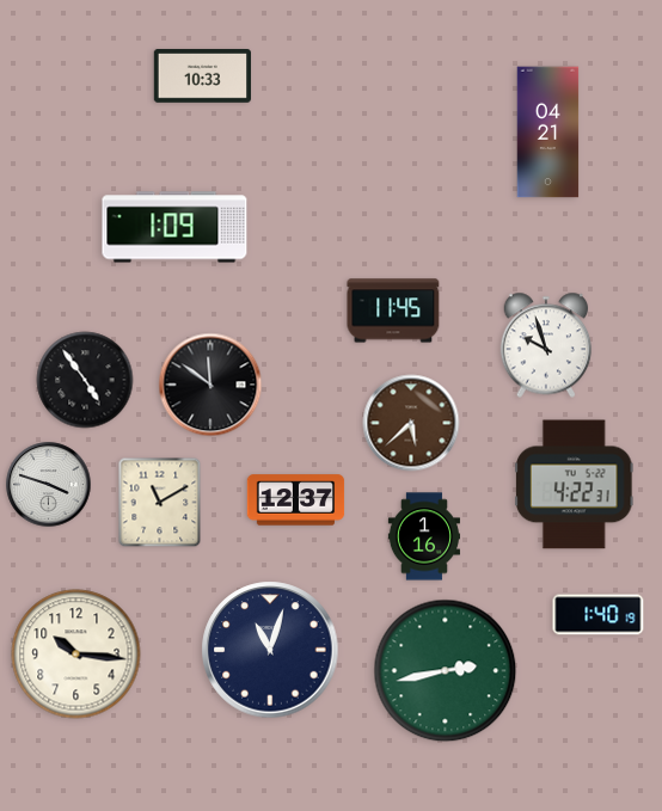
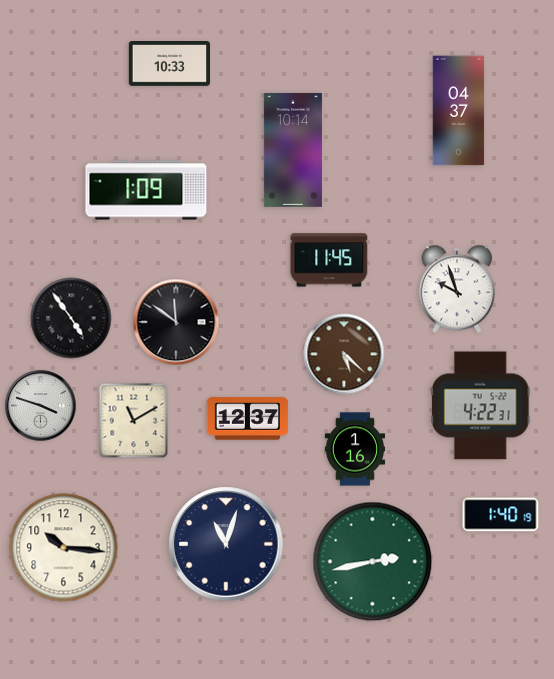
clock at (548, 133): 04:21 -> 04:37
clock at (293, 150): none -> 10:14
clock at (411, 423): 5:38 -> 5:22
